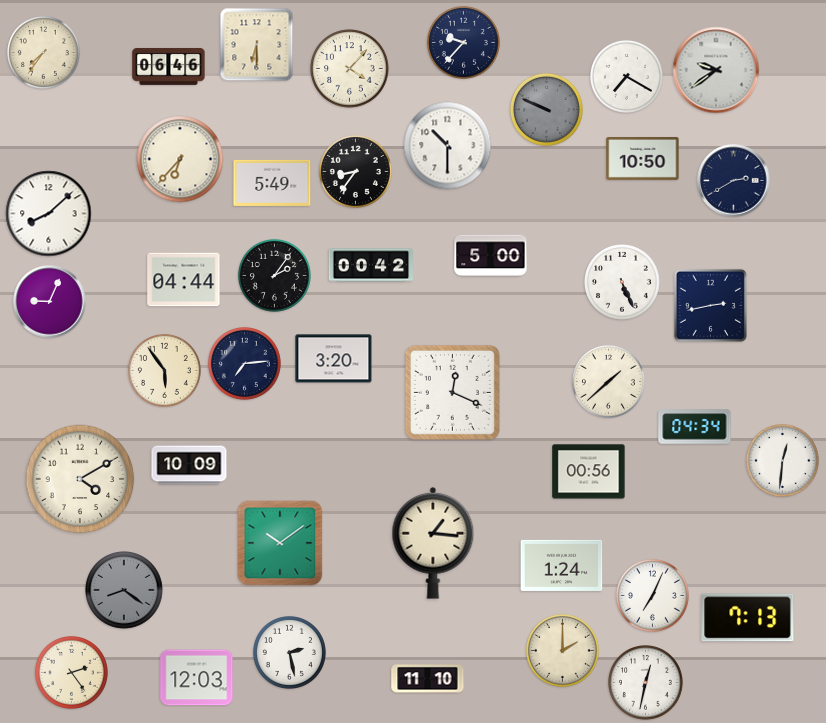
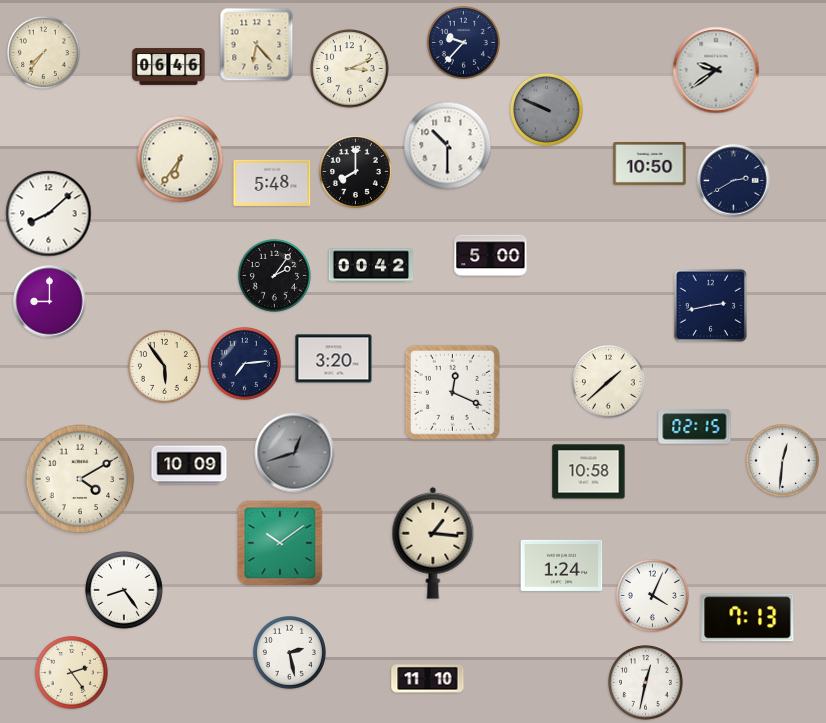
clock at (257, 45): 6:30 -> 6:23
clock at (350, 69): 4:07 -> 3:11
clock at (626, 76): 7:20 -> none
clock at (643, 158) position: (643, 158) -> (650, 163)
clock at (180, 159): 6:37 -> 6:36
clock at (355, 171): 8:36 -> 8:00
clock at (272, 183): 5:49 -> 5:48
clock at (184, 280): 04:44 -> none
clock at (623, 283): 5:26 -> none
clock at (50, 302): 9:04 -> 9:00
clock at (164, 370) position: (164, 370) -> (164, 366)
clock at (695, 427): 04:34 -> 02:15
clock at (295, 453): none -> 12:42
clock at (589, 472): 00:56 -> 10:58
clock at (124, 590): 8:21 -> 8:24
clock at (124, 590) dial: grey -> white
clock at (652, 595): 7:04 -> 4:04
clock at (562, 650): 2:00 -> none
clock at (197, 678): 12:03 -> none
